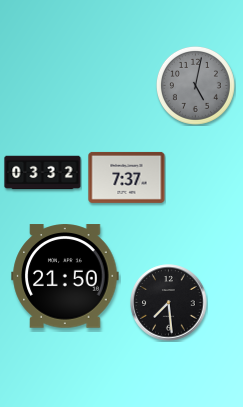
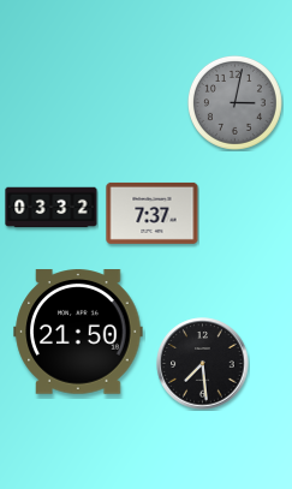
clock at (195, 85): 5:02 -> 3:02
